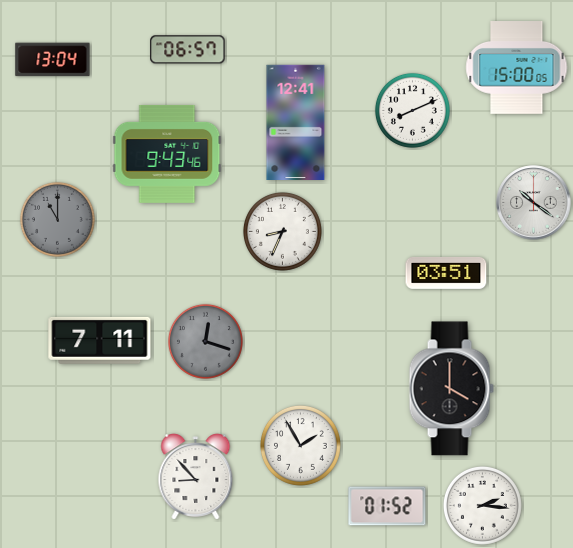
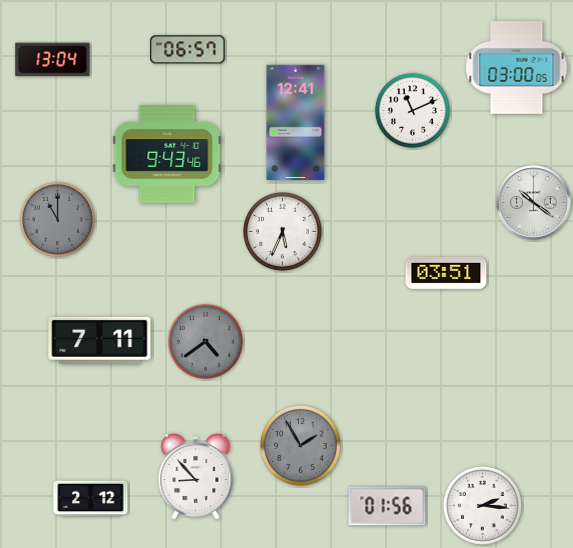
clock at (517, 68): 15:00 -> 03:00
clock at (412, 110): 8:11 -> 11:11
clock at (282, 231): 8:34 -> 5:34
clock at (205, 341): 12:18 -> 4:39
clock at (451, 389): 4:00 -> none
clock at (300, 445) dial: white -> grey
clock at (91, 499): none -> 2:12
clock at (387, 506): 01:52 -> 01:56
